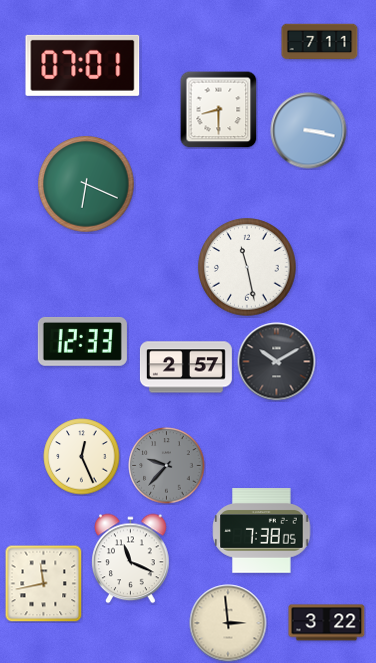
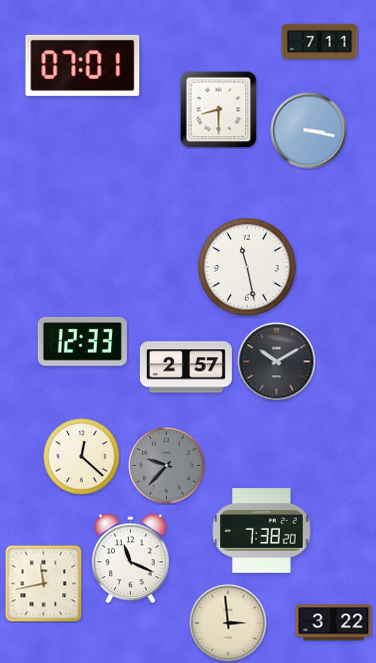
clock at (86, 184): 6:19 -> none
clock at (82, 457): 12:26 -> 12:22
clock at (262, 531): 7:38:05 -> 7:38:20
clock at (327, 623) position: (327, 623) -> (334, 623)
